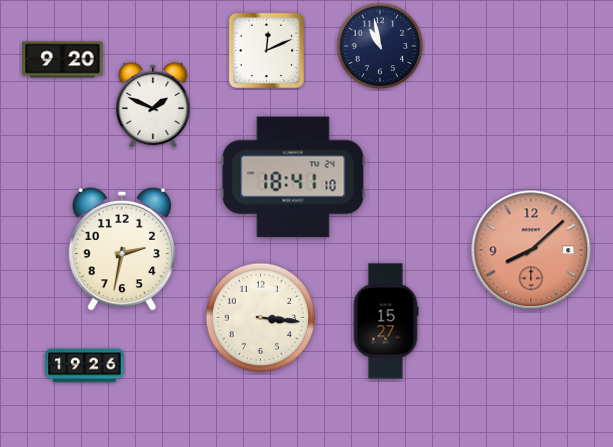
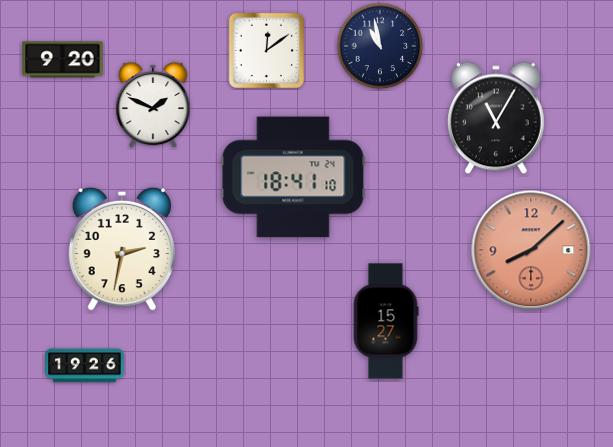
clock at (266, 50): 12:11 -> 12:09
clock at (496, 118): none -> 11:05
clock at (261, 318): 3:16 -> none
